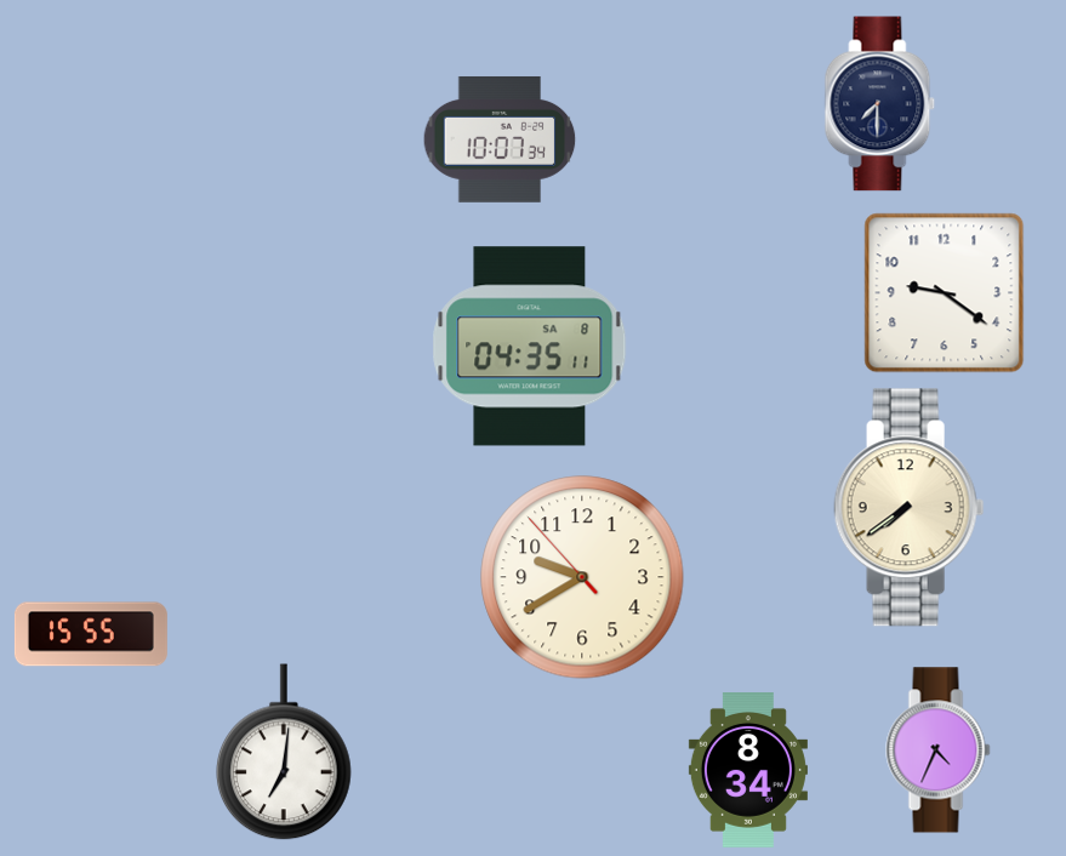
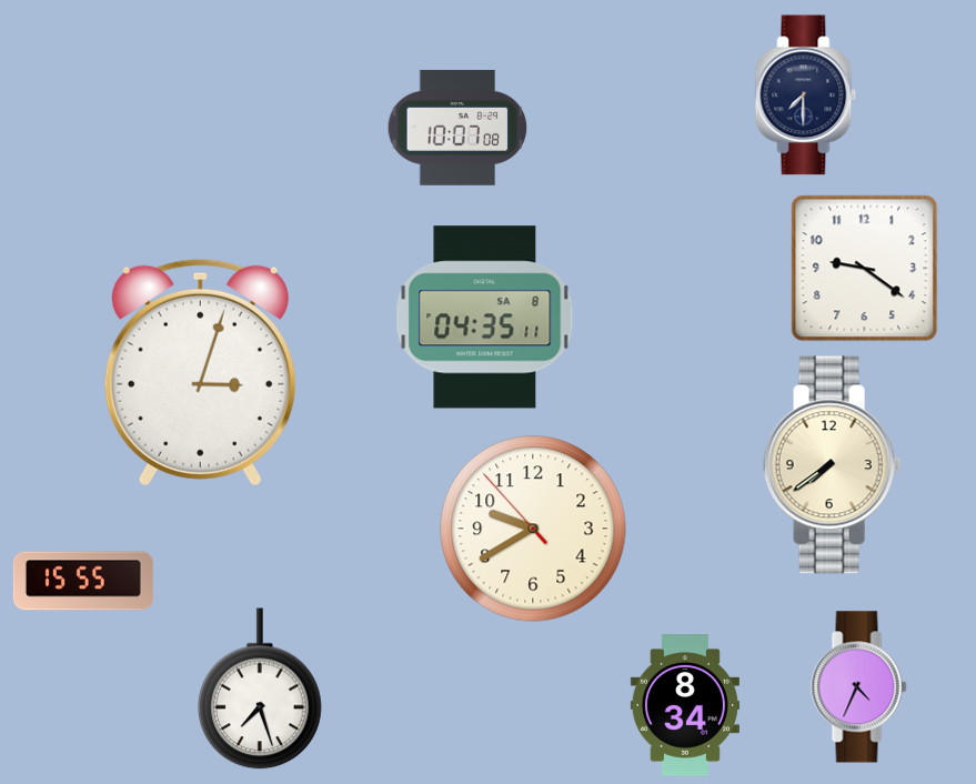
clock at (500, 139): 10:07:34 -> 10:07:08
clock at (200, 372): none -> 3:03
clock at (285, 752): 7:01 -> 7:27
